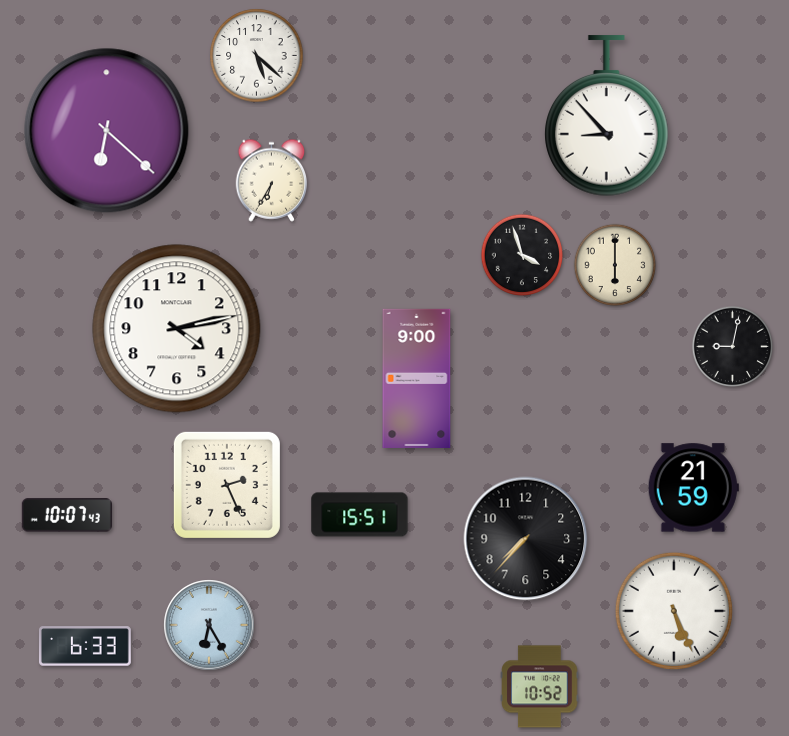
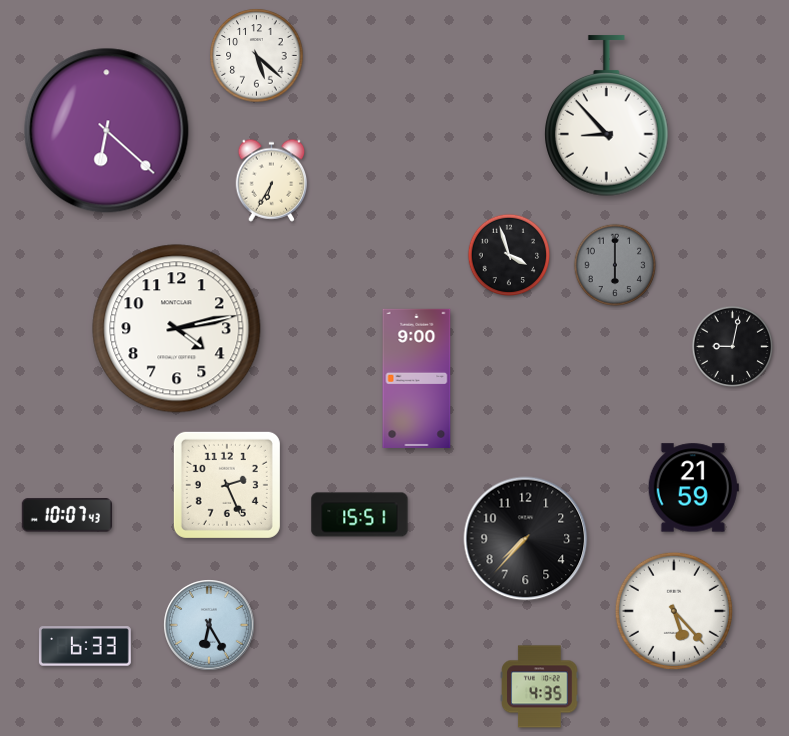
clock at (522, 255) position: (522, 255) -> (509, 255)
clock at (615, 265) dial: cream -> grey
clock at (674, 611): 5:26 -> 5:23
clock at (540, 687): 10:52 -> 4:35
